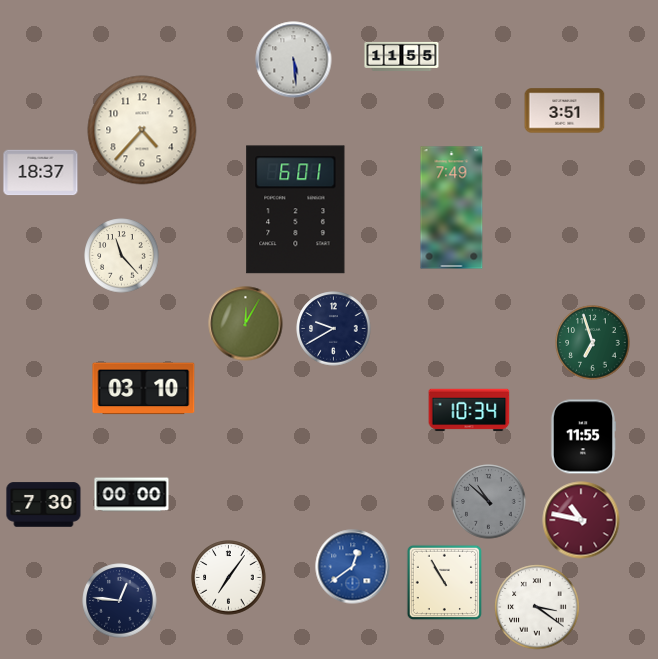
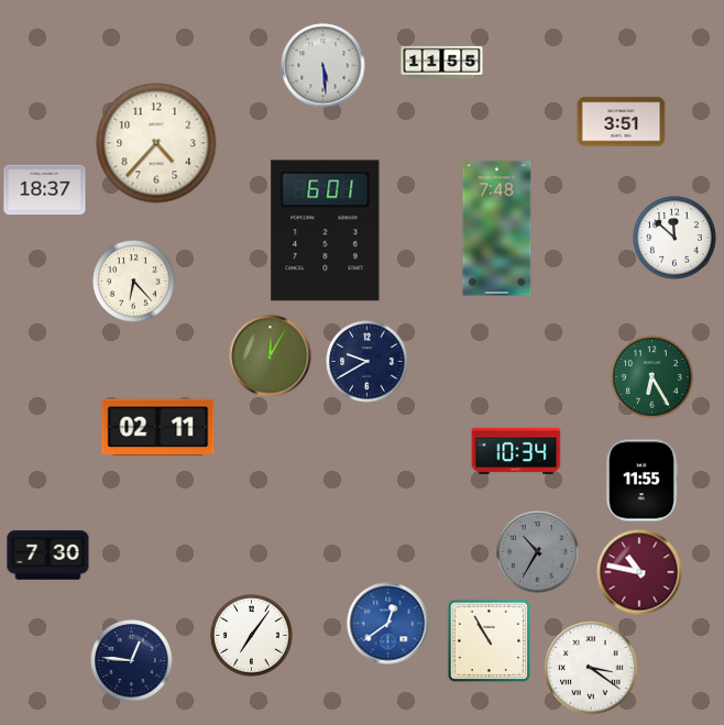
clock at (452, 208): 7:49 -> 7:48
clock at (674, 238): none -> 11:52
clock at (122, 256): 11:23 -> 6:23
clock at (593, 343): 6:57 -> 6:25
clock at (144, 389): 03:10 -> 02:11
clock at (132, 495): 00:00 -> none
clock at (489, 502): 10:52 -> 10:35
